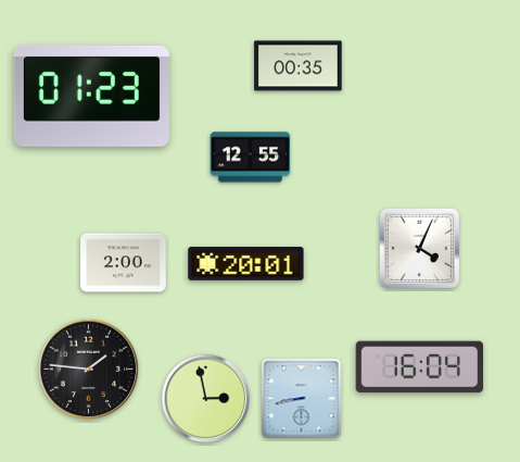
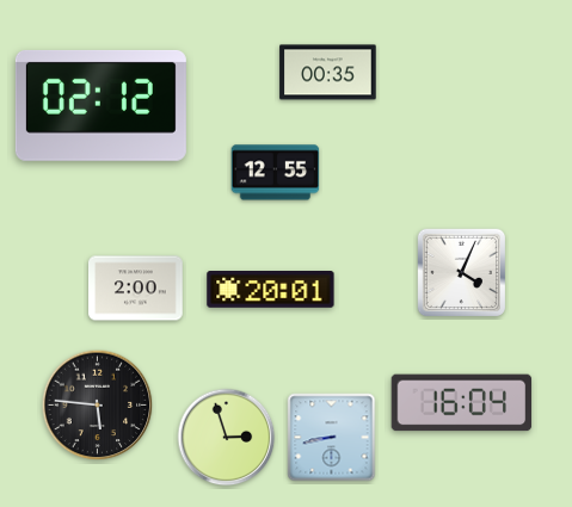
clock at (91, 96): 01:23 -> 02:12
clock at (89, 370): 1:46 -> 5:46
clock at (206, 399): 2:58 -> 2:57
